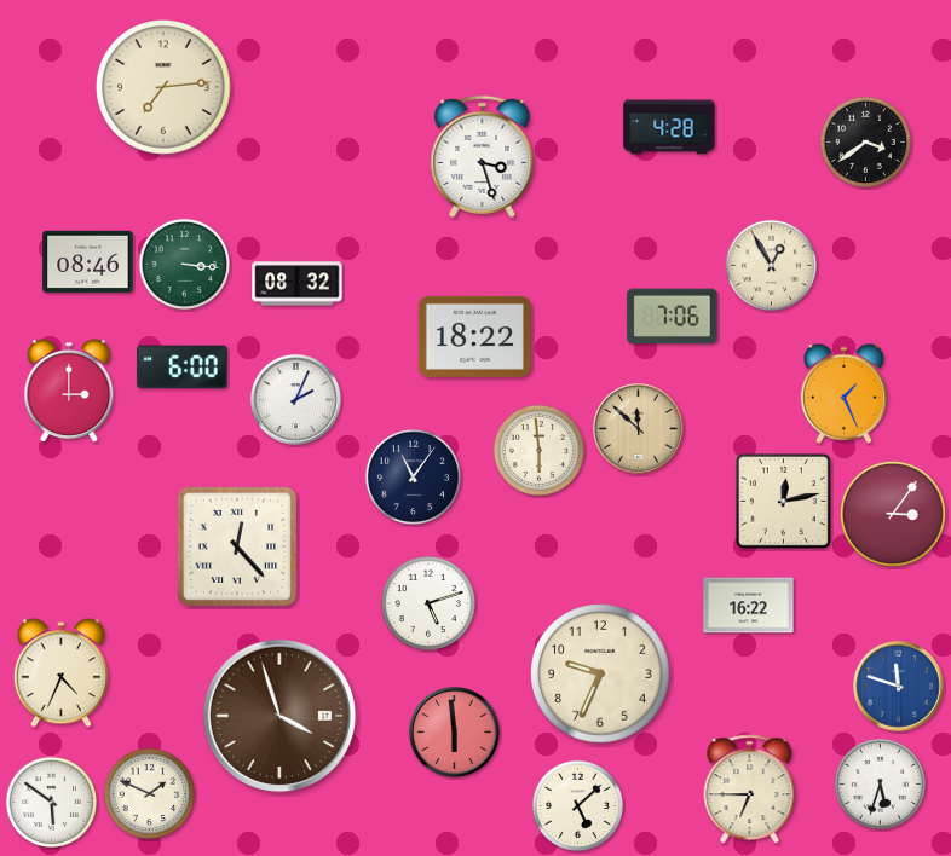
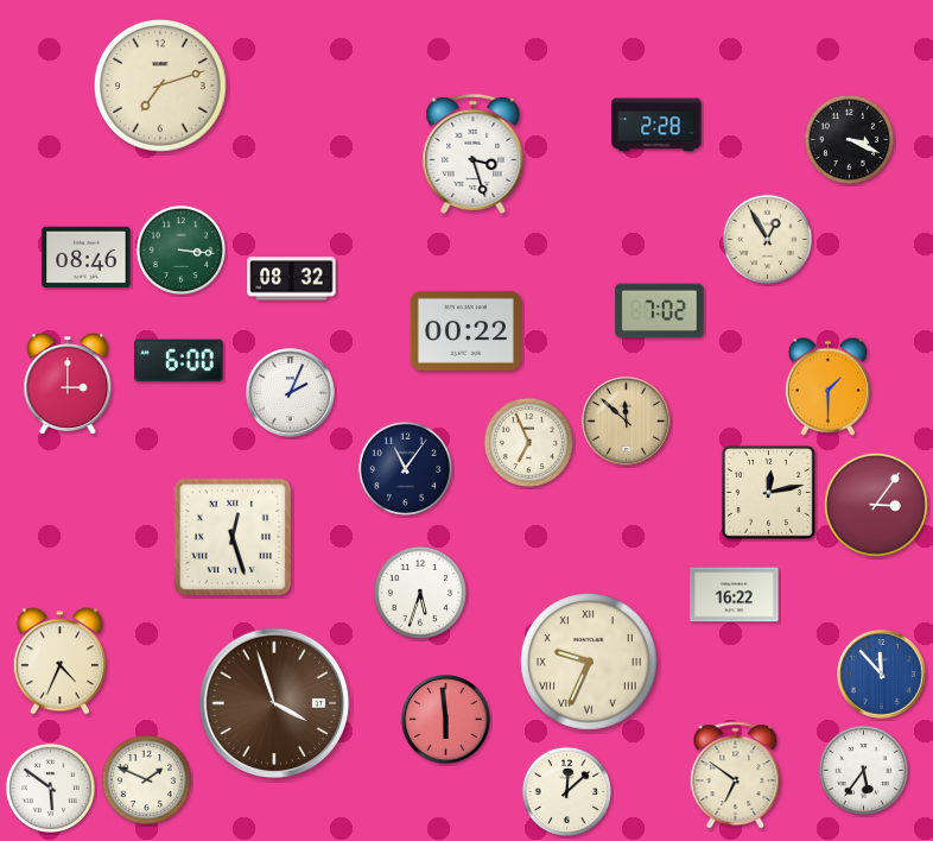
clock at (165, 88): 7:14 -> 7:12
clock at (669, 127): 4:28 -> 2:28
clock at (865, 141): 3:39 -> 3:19
clock at (184, 264) position: (184, 264) -> (180, 249)
clock at (771, 265) position: (771, 265) -> (767, 239)
clock at (673, 317): 7:06 -> 7:02
clock at (474, 336): 18:22 -> 00:22
clock at (843, 393): 1:26 -> 1:30
clock at (538, 450): 5:59 -> 6:56
clock at (237, 546): 12:23 -> 12:27
clock at (428, 603): 5:12 -> 5:33
clock at (600, 673) numerals: Arabic -> Roman
clock at (899, 687): 11:48 -> 11:53
clock at (880, 783): 5:33 -> 5:36
clock at (750, 790): 6:45 -> 6:51
clock at (577, 805): 5:08 -> 12:08
